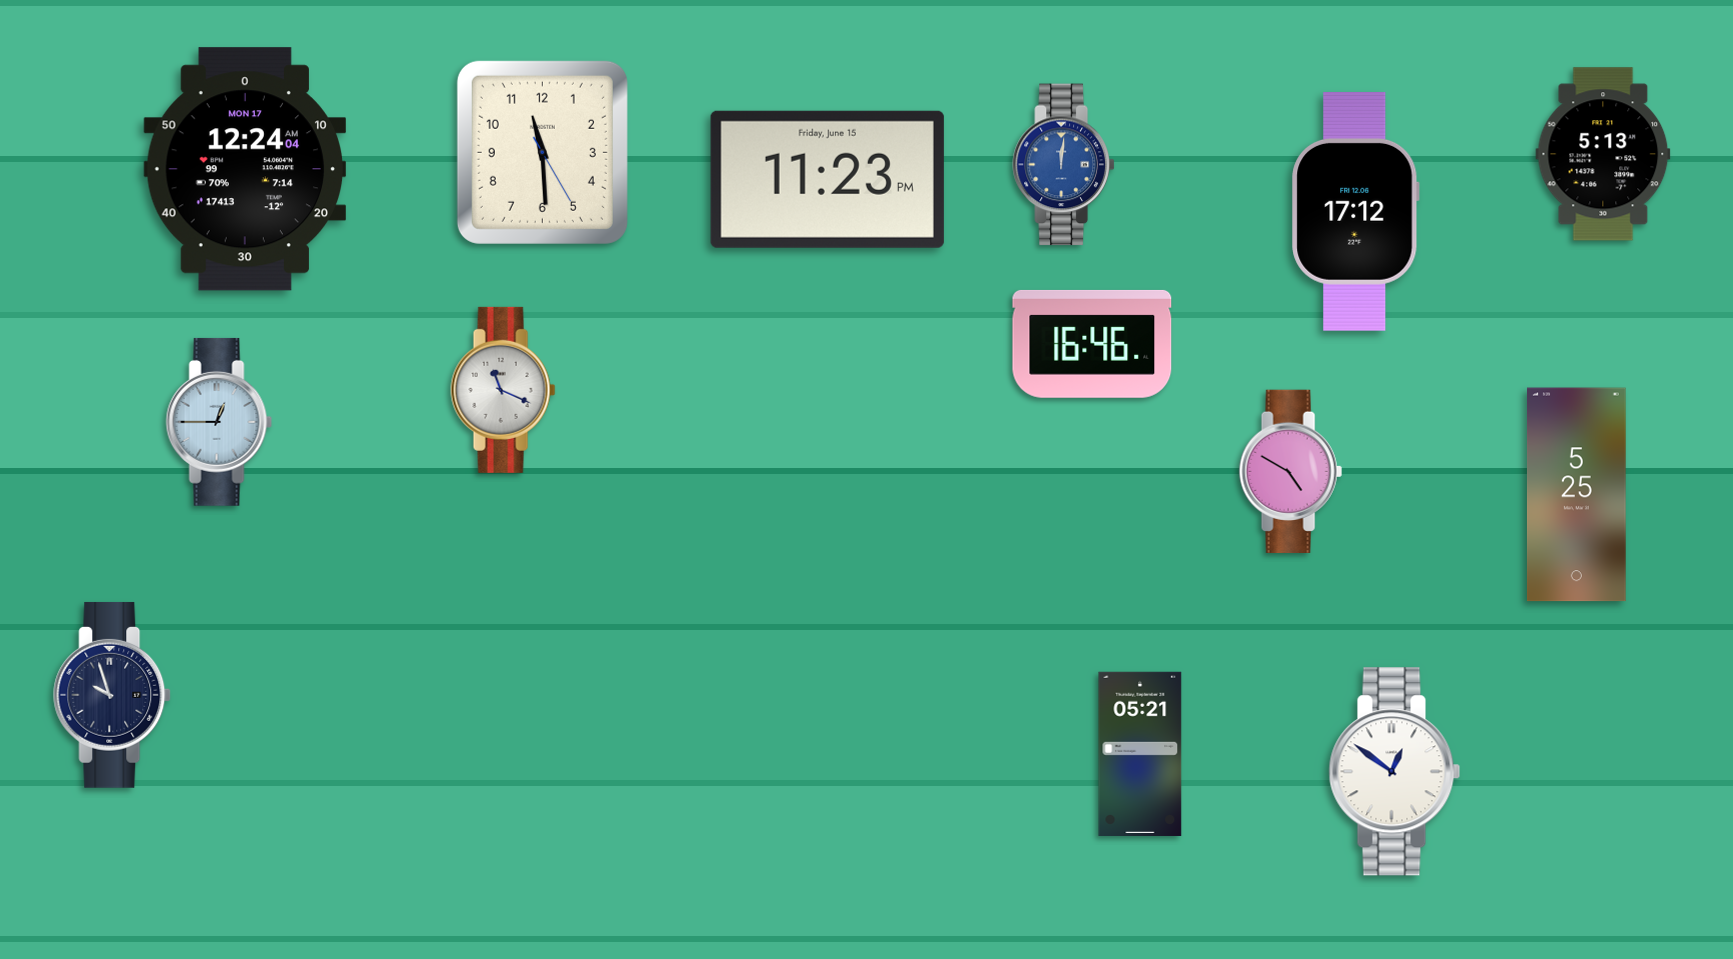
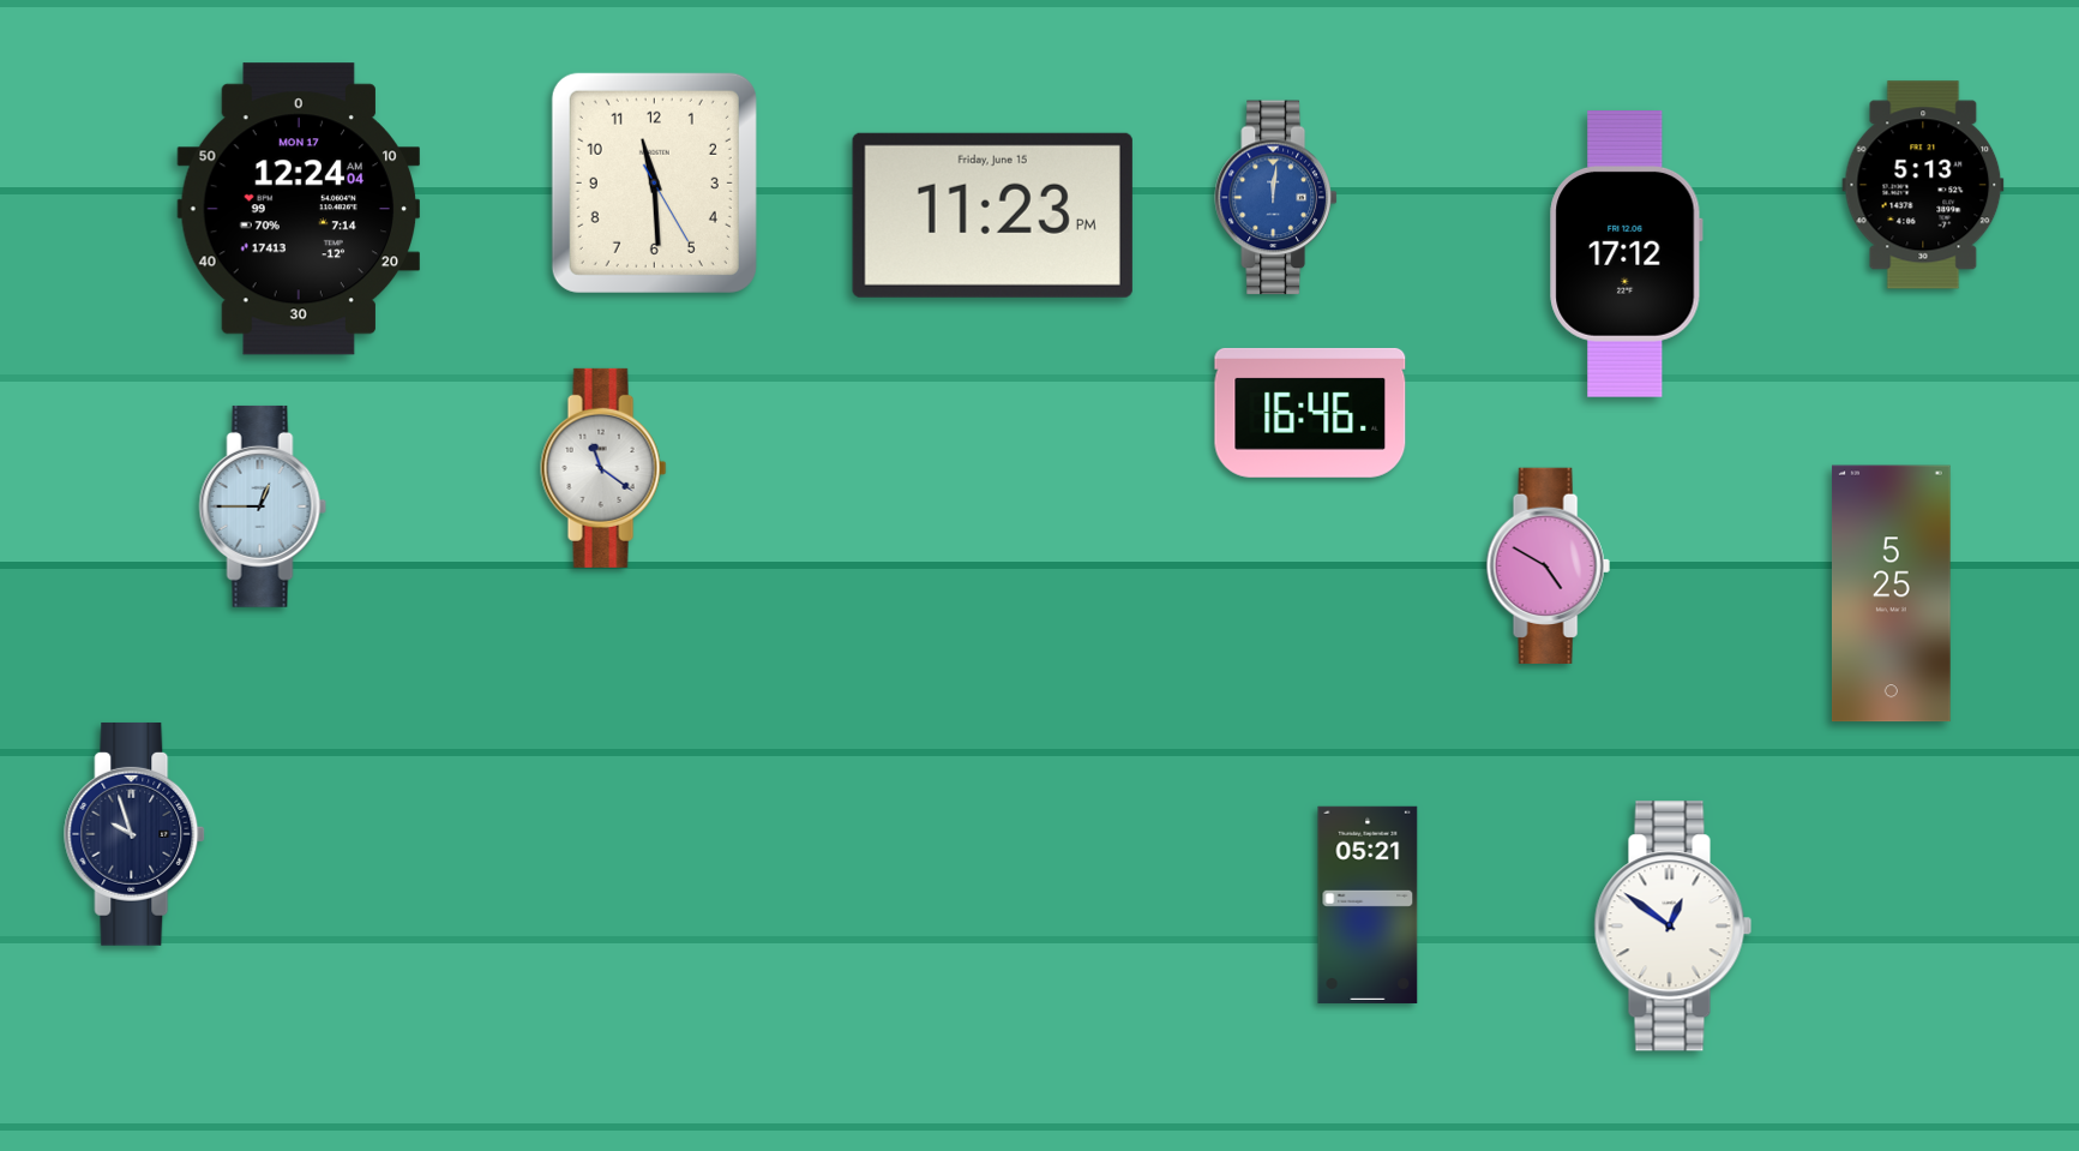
clock at (542, 152) position: (542, 152) -> (654, 182)
clock at (245, 169) position: (245, 169) -> (299, 209)
clock at (503, 390): 11:19 -> 11:21
